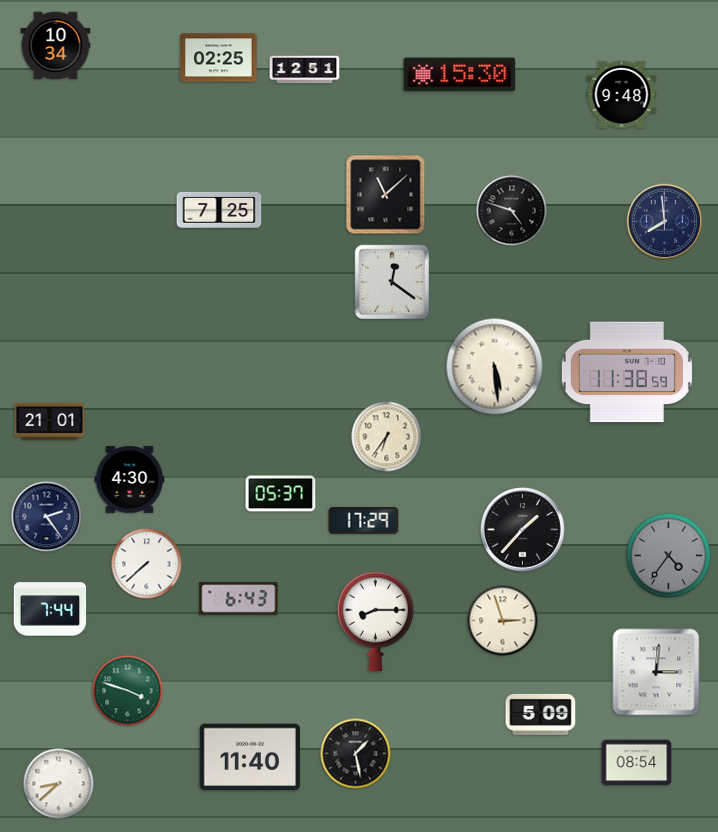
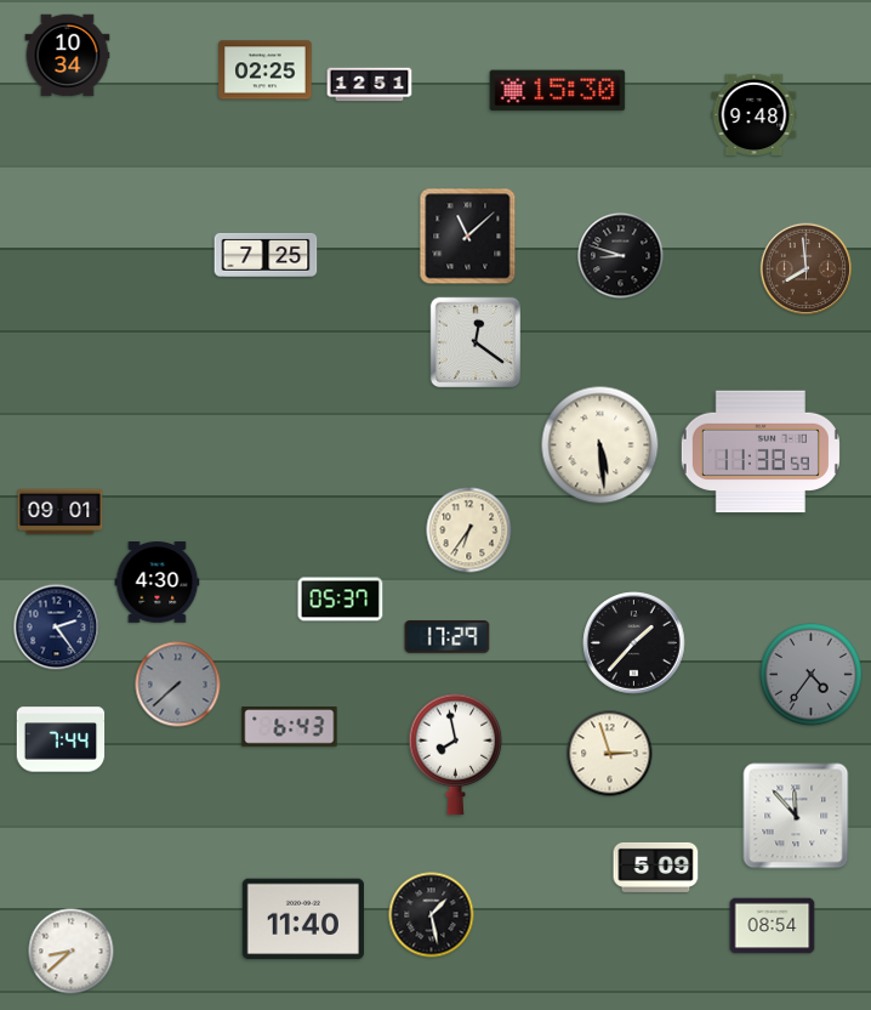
clock at (512, 211): 4:48 -> 8:48
clock at (665, 222) dial: navy -> brown
clock at (50, 422): 21:01 -> 09:01
clock at (364, 521) position: (364, 521) -> (448, 637)
clock at (147, 564) dial: white -> grey
clock at (376, 622): 8:15 -> 7:58
clock at (656, 672): 3:01 -> 11:53
clock at (128, 691): 3:48 -> none
